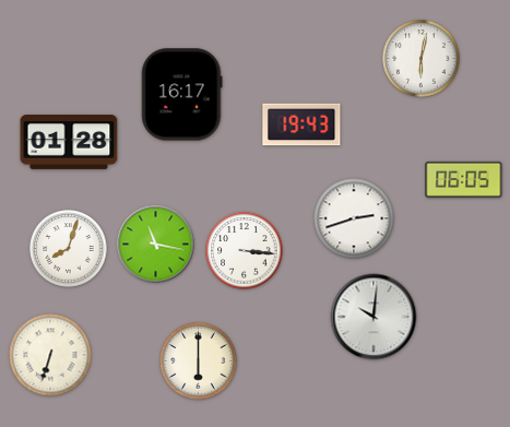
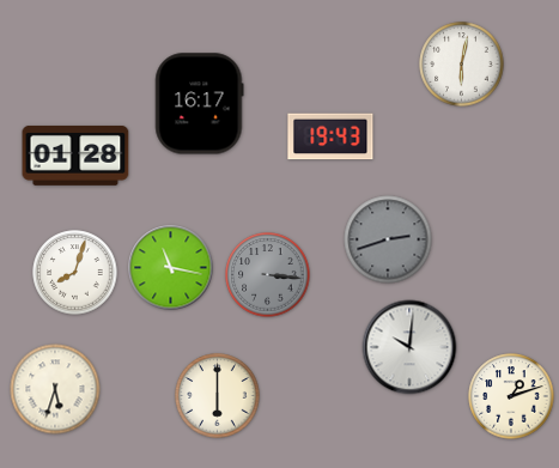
clock at (464, 179): 06:05 -> none
clock at (354, 218) dial: white -> grey
clock at (245, 251) dial: white -> grey
clock at (50, 355): 6:33 -> 5:33
clock at (511, 396): none -> 1:12
